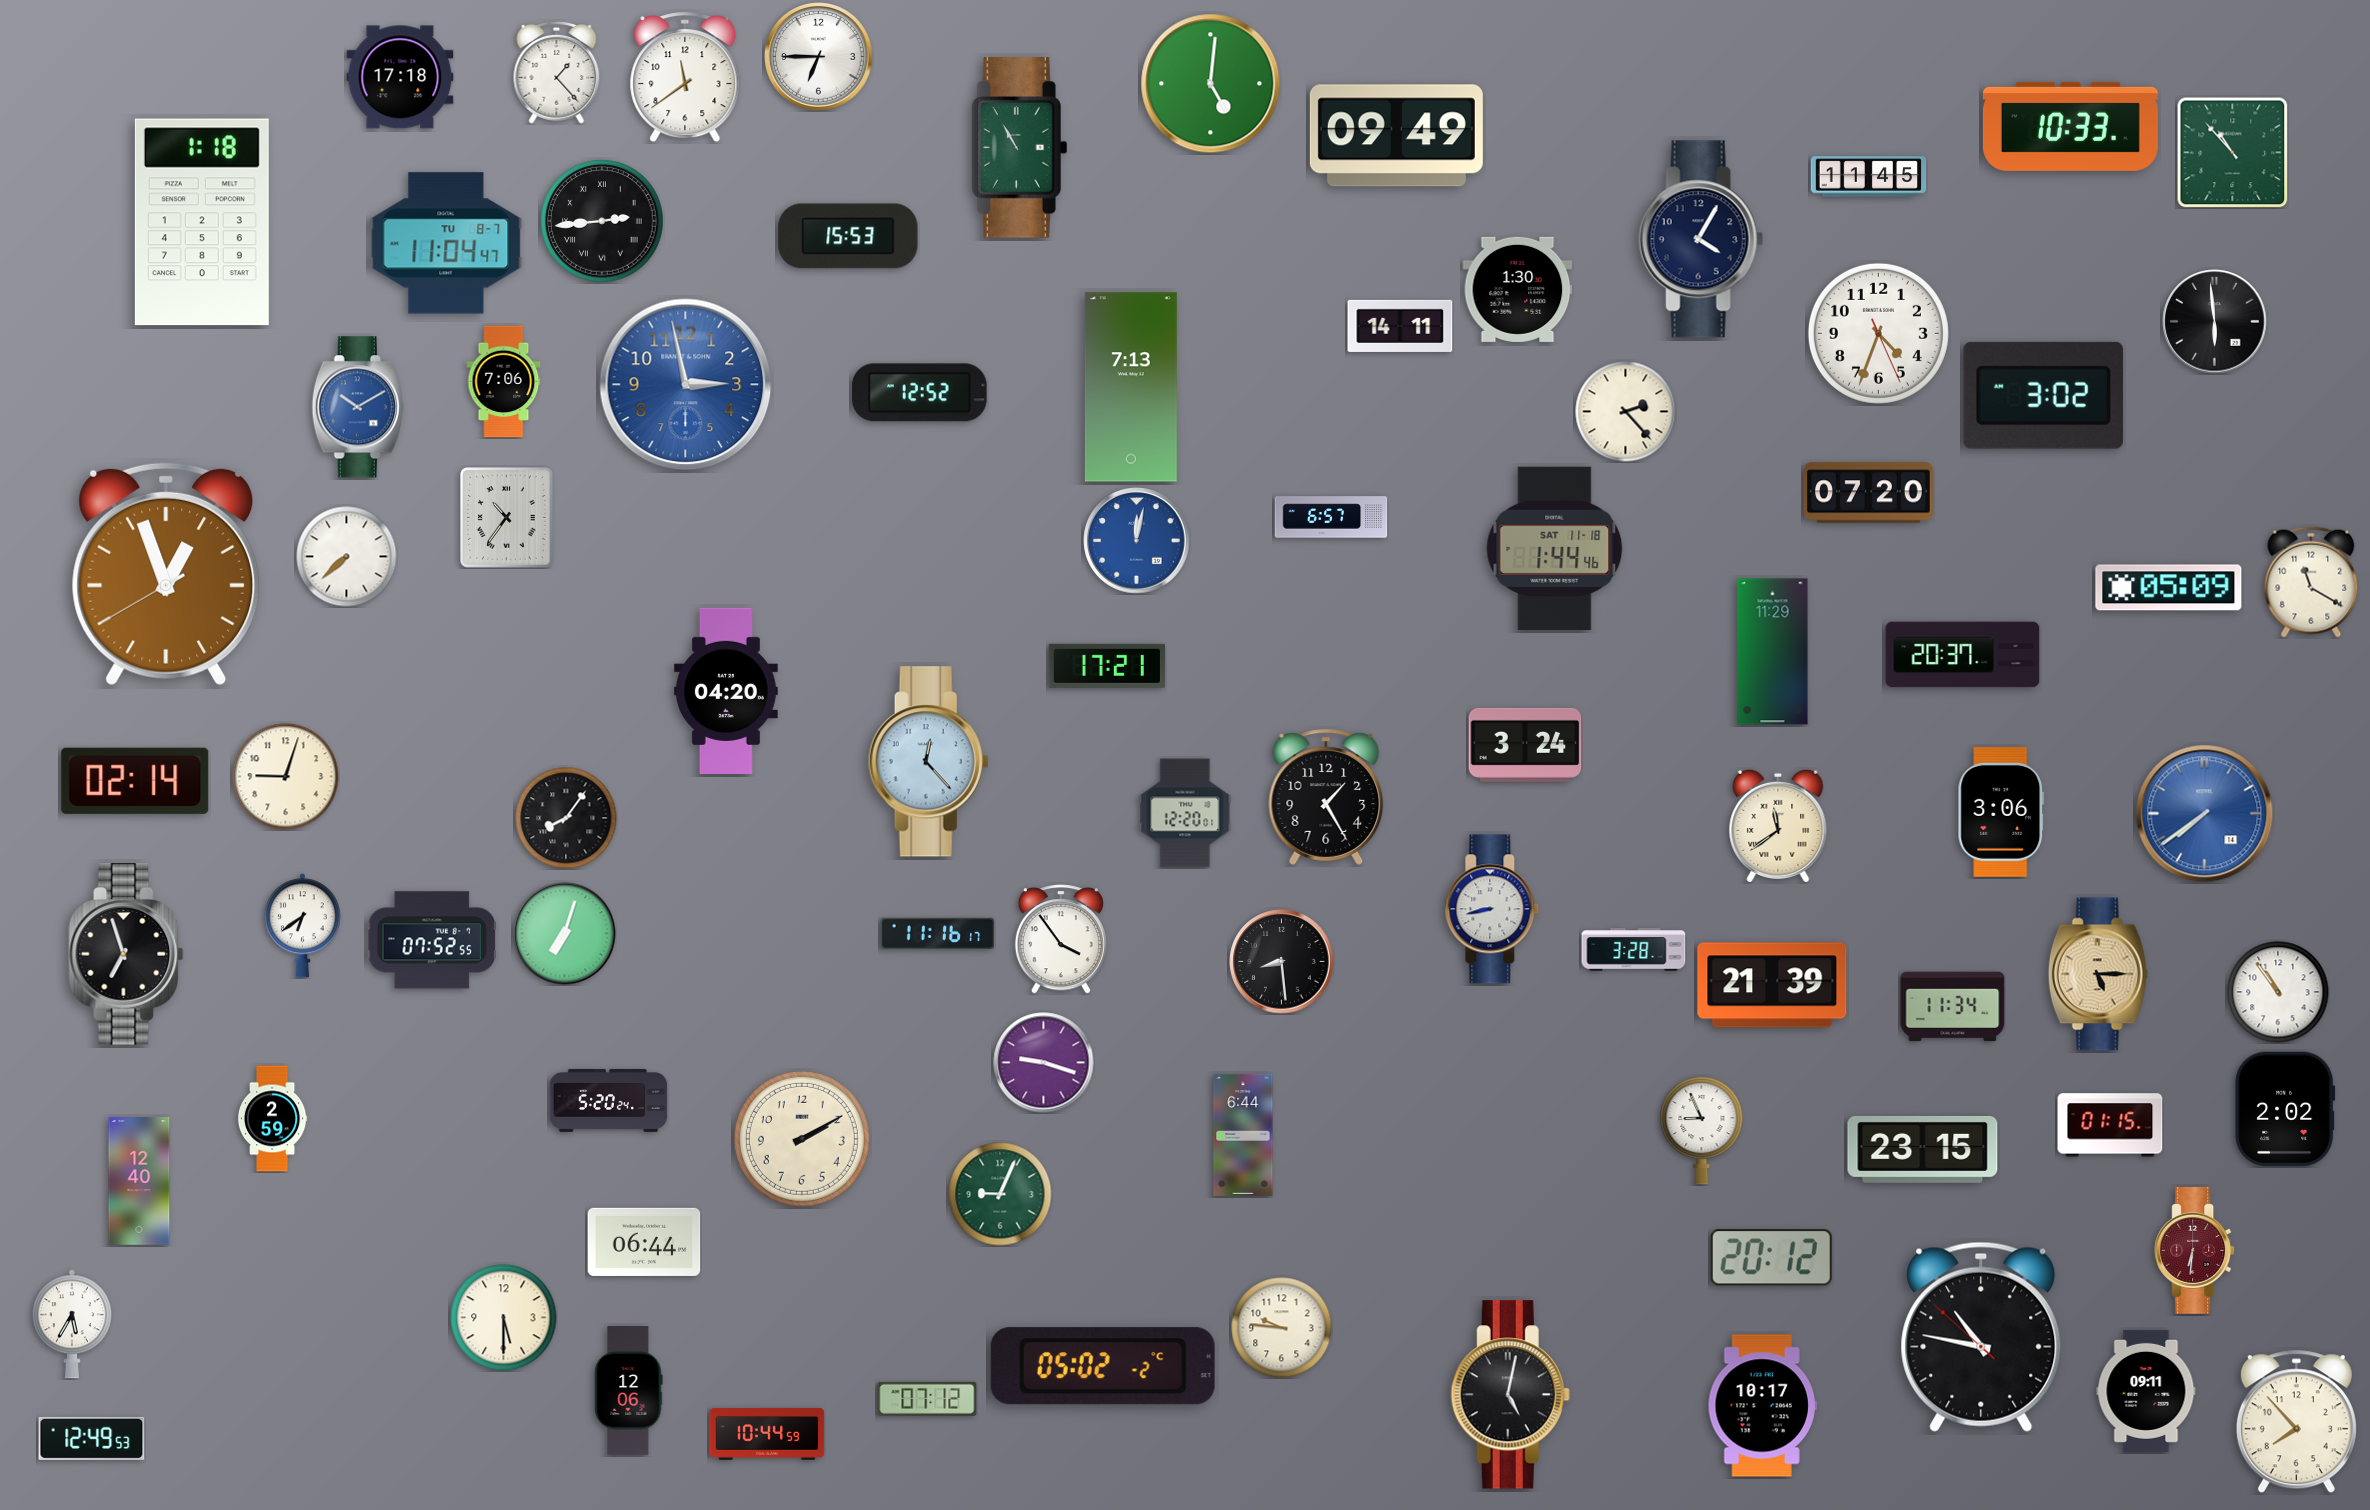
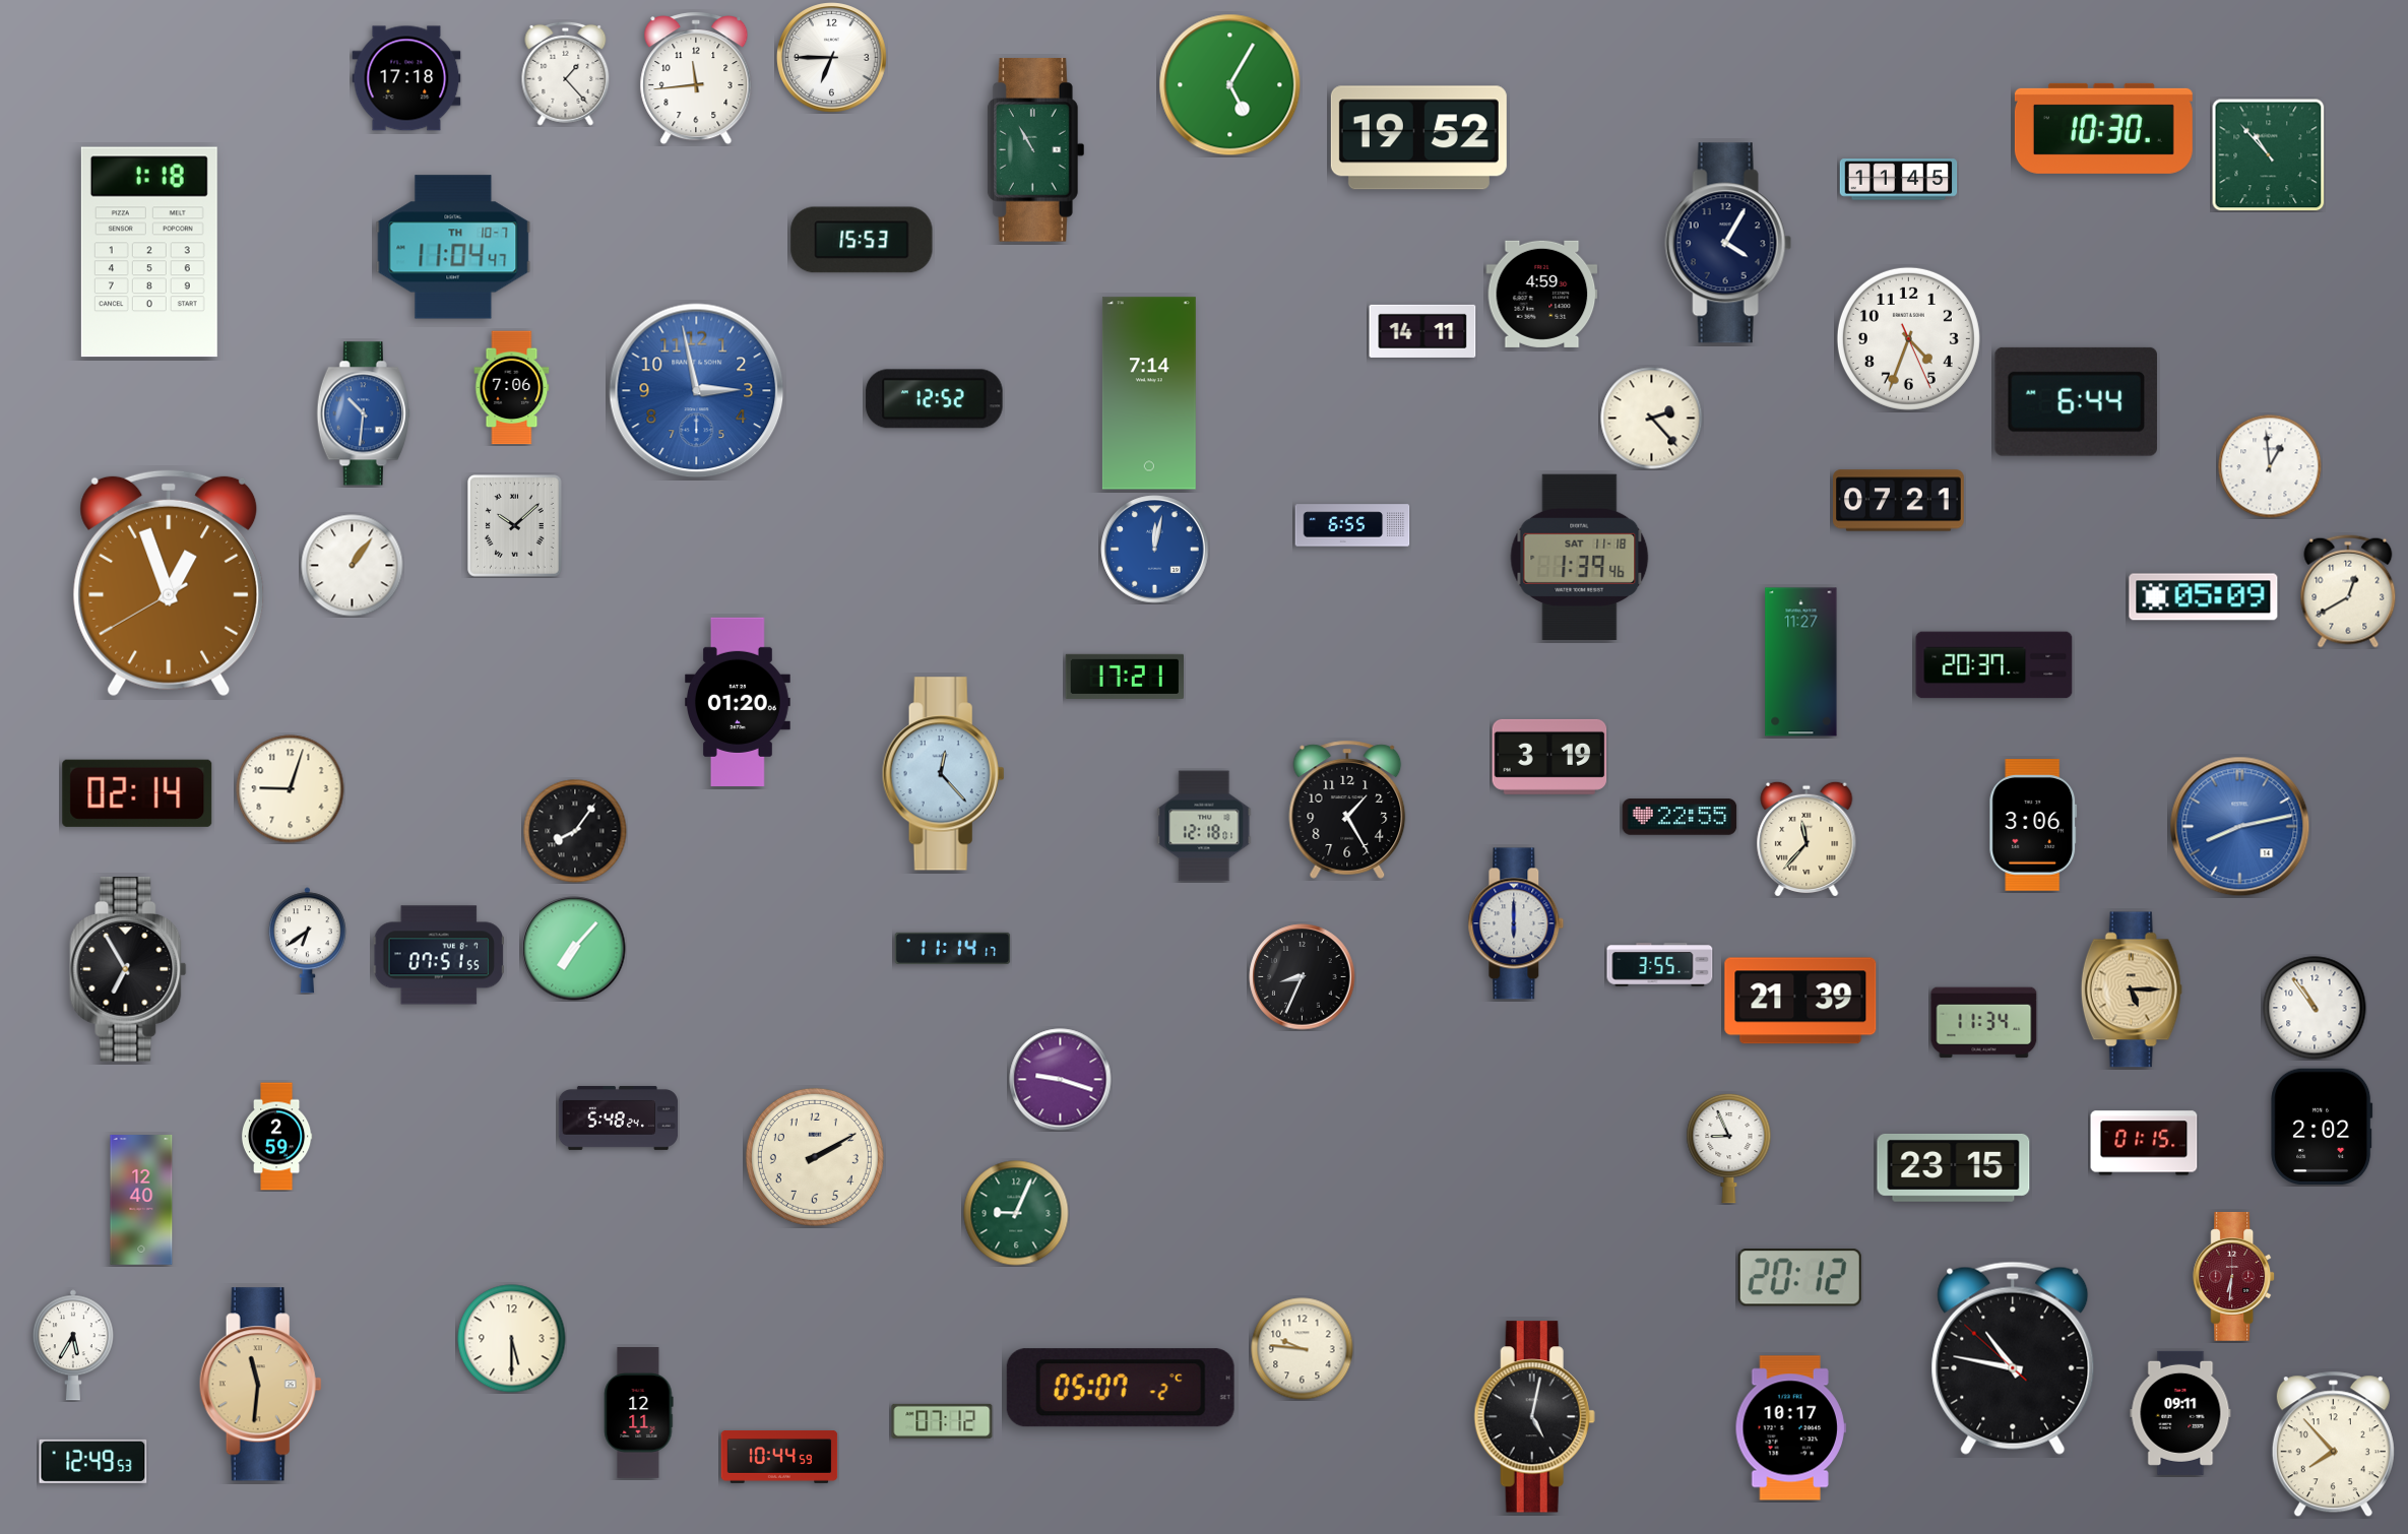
clock at (685, 77): 11:39 -> 11:44
clock at (1211, 84): 5:01 -> 5:05
clock at (2070, 126): 10:33 -> 10:30
clock at (1396, 136): 09:49 -> 19:52
clock at (602, 221): 2:44 -> none
clock at (202, 222) position: (202, 222) -> (149, 252)
clock at (446, 243) date: TU 8-7 -> TH 10-7
clock at (1518, 289): 1:30 -> 4:59
clock at (2215, 322): 5:59 -> none
clock at (1131, 387): 7:13 -> 7:14
clock at (2043, 395): 3:02 -> 6:44
clock at (358, 407): 10:10 -> 10:31
clock at (2270, 466): none -> 12:59
clock at (1869, 493): 07:20 -> 07:21
clock at (1331, 517): 6:57 -> 6:55
clock at (507, 518): 10:36 -> 10:08
clock at (1555, 548): 1:44 -> 1:39
clock at (347, 557): 7:38 -> 1:06
clock at (2311, 582): 11:20 -> 12:40
clock at (1773, 652): 11:29 -> 11:27
clock at (727, 690): 04:20 -> 01:20
clock at (1525, 745): 3:24 -> 3:19
clock at (1680, 817): none -> 22:55
clock at (1185, 813): 12:20 -> 12:18
clock at (2205, 814): 7:39 -> 8:13
clock at (1778, 825): 11:39 -> 11:37
clock at (1492, 909): 8:43 -> 6:00
clock at (938, 933): 11:16 -> 11:14
clock at (565, 934): 7:03 -> 7:07
clock at (1061, 939): 3:54 -> none
clock at (432, 940): 07:52 -> 07:51
clock at (1634, 950): 3:28 -> 3:55
clock at (126, 954): 6:57 -> 6:55
clock at (1282, 962): 8:29 -> 8:34
clock at (609, 1100): 5:20 -> 5:48
clock at (1243, 1135): 6:44 -> none
clock at (644, 1242): 06:44 -> none
clock at (2195, 1250) position: (2195, 1250) -> (2234, 1276)
clock at (260, 1385): none -> 11:31
clock at (1103, 1366): 05:02 -> 05:07
clock at (629, 1391): 12:06 -> 12:11
